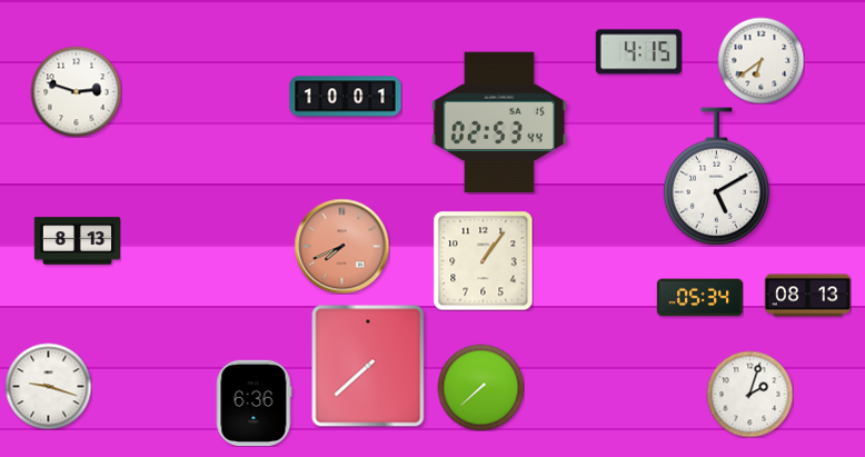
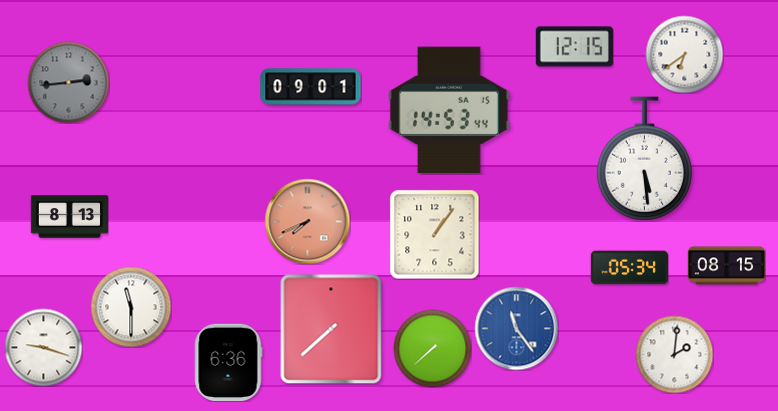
clock at (638, 52): 4:15 -> 12:15
clock at (76, 91): 2:48 -> 2:44
clock at (76, 91) dial: white -> grey
clock at (346, 97): 10:01 -> 09:01
clock at (499, 122): 02:53 -> 14:53
clock at (716, 177): 5:10 -> 5:29
clock at (807, 296): 08:13 -> 08:15
clock at (131, 307): none -> 11:30
clock at (516, 328): none -> 11:24
clock at (749, 394): 2:03 -> 2:01
